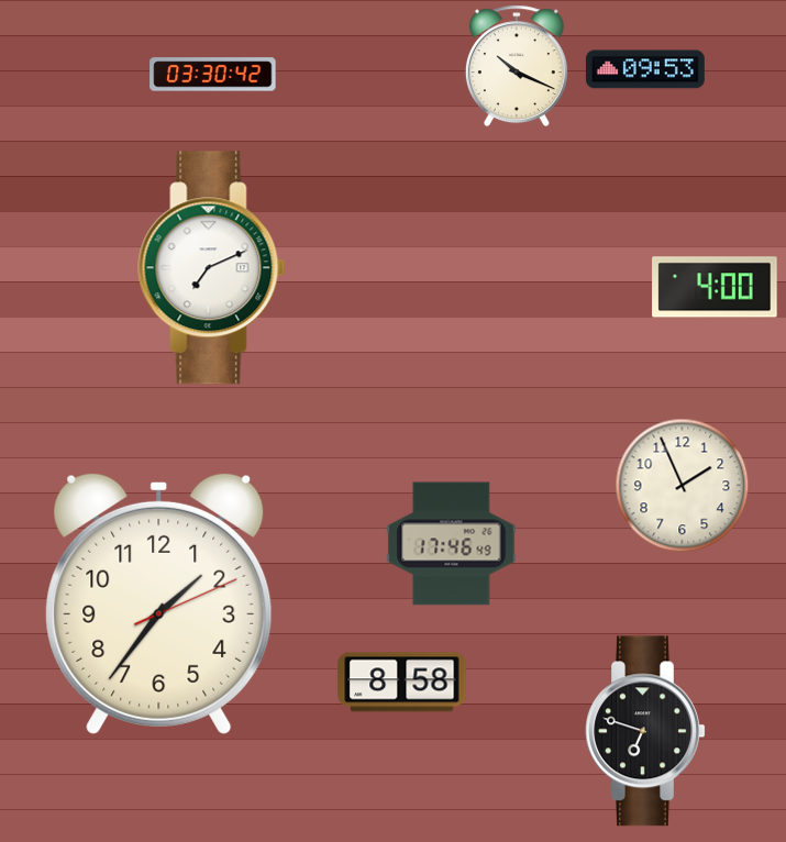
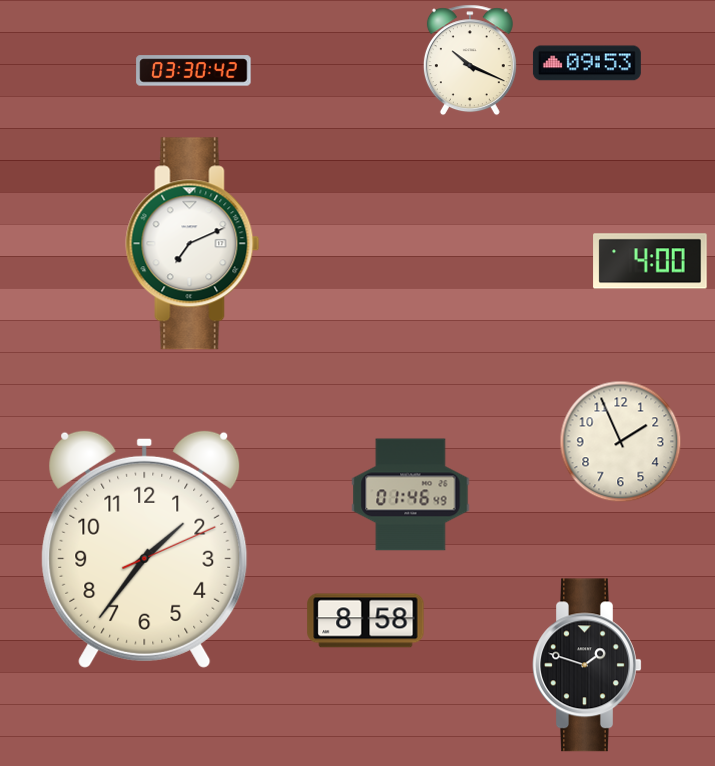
clock at (213, 75) position: (213, 75) -> (194, 71)
clock at (452, 544): 17:46 -> 01:46
clock at (645, 731): 6:48 -> 1:48
